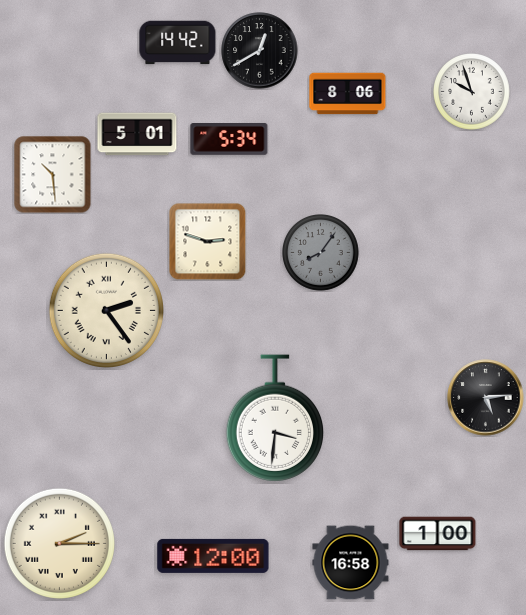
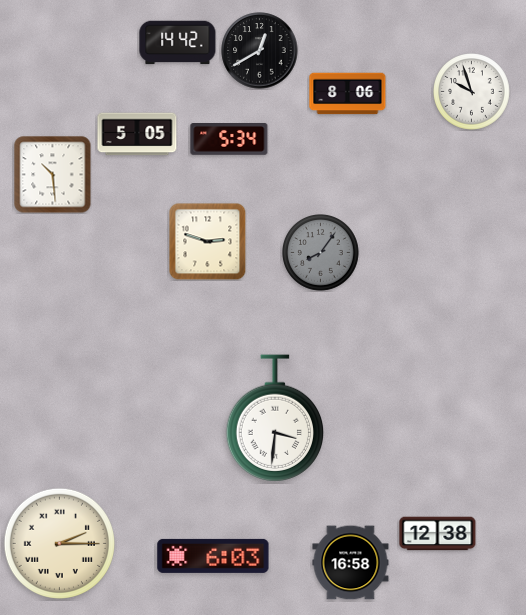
clock at (137, 134): 5:01 -> 5:05
clock at (106, 310): 2:24 -> none
clock at (486, 398): 5:14 -> none
clock at (438, 534): 1:00 -> 12:38
clock at (213, 556): 12:00 -> 6:03
